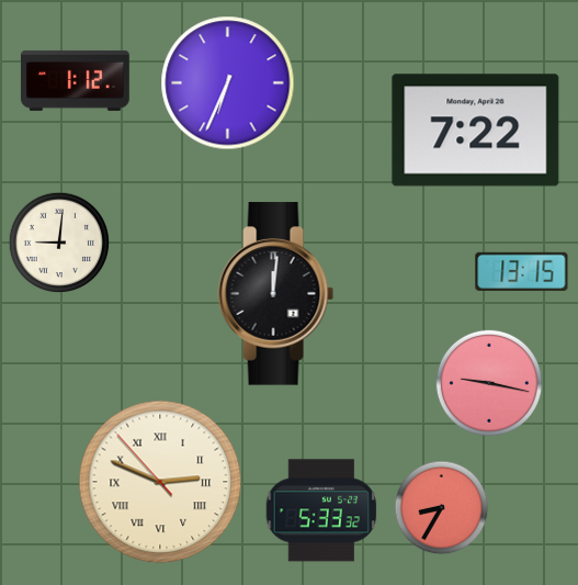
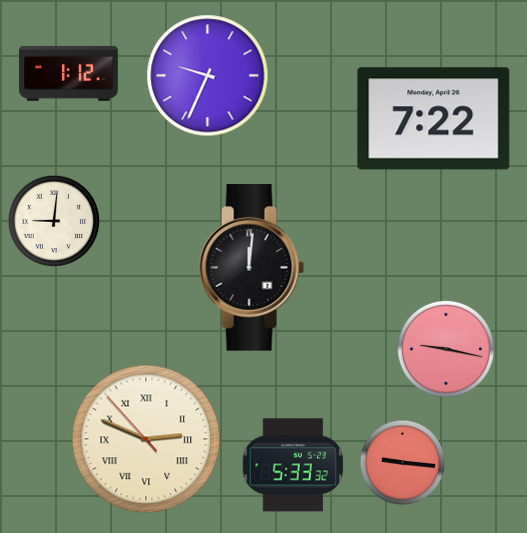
clock at (228, 83): 6:34 -> 9:34
clock at (522, 271): 13:15 -> none
clock at (442, 508): 8:35 -> 9:16
